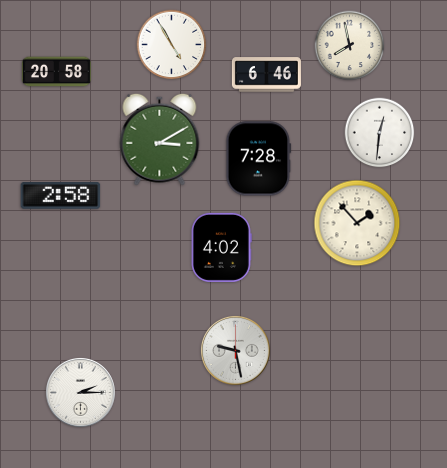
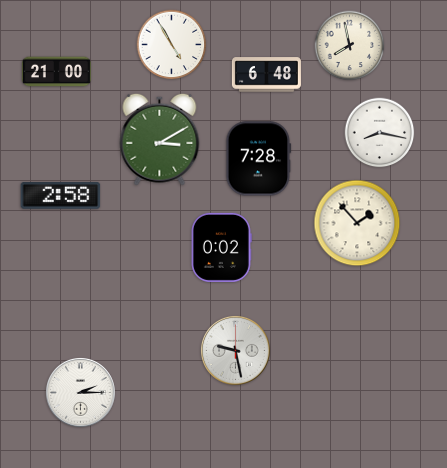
clock at (56, 72): 20:58 -> 21:00
clock at (266, 75): 6:46 -> 6:48
clock at (380, 133): 12:31 -> 8:17
clock at (221, 247): 4:02 -> 0:02
